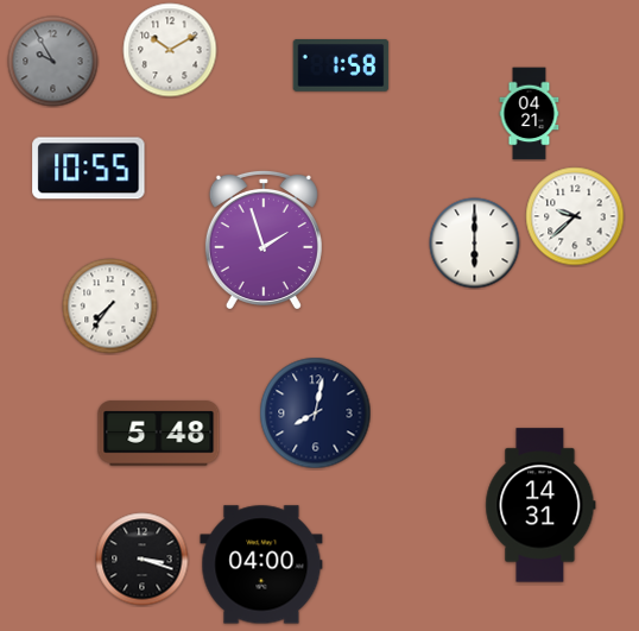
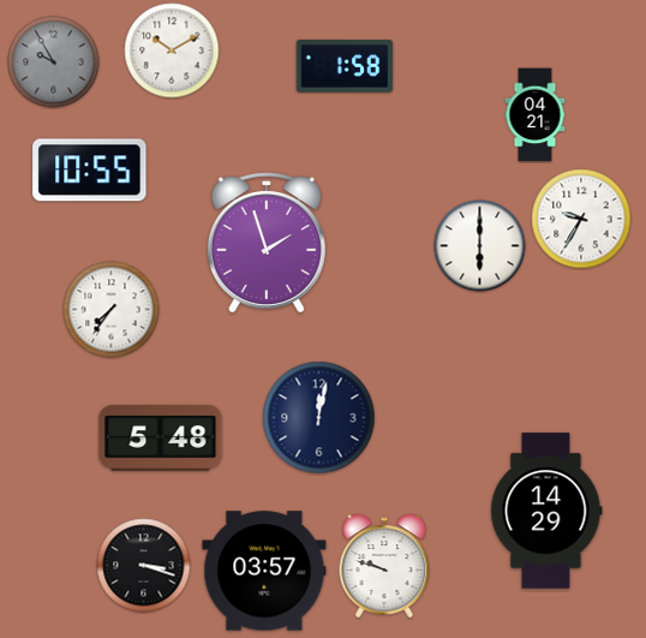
clock at (575, 216): 9:38 -> 9:35
clock at (316, 414): 8:02 -> 12:02
clock at (540, 505): 14:31 -> 14:29
clock at (384, 566): none -> 9:48
clock at (261, 564): 04:00 -> 03:57
